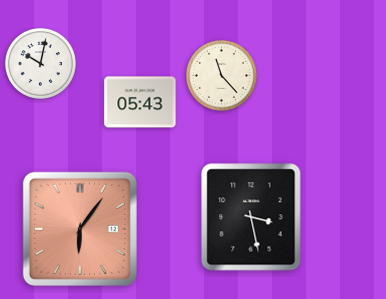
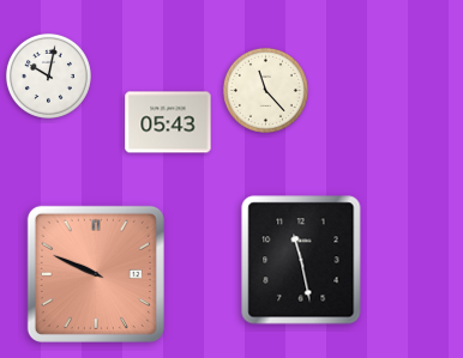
clock at (251, 217): 3:28 -> 11:28
clock at (80, 229): 6:06 -> 9:49
